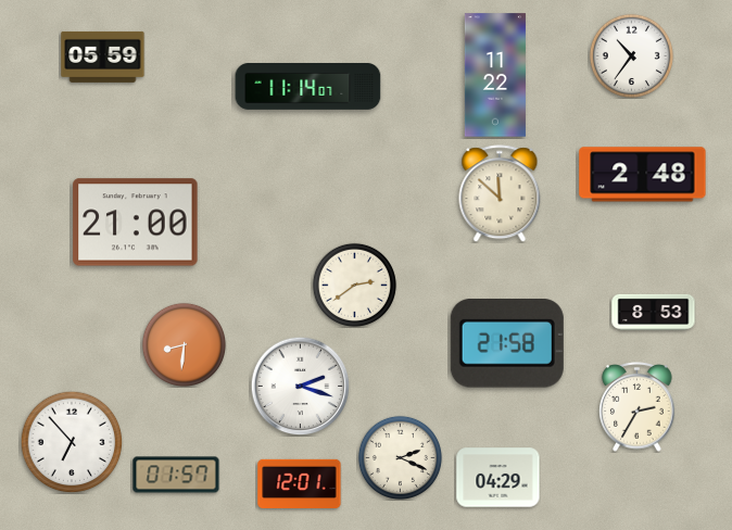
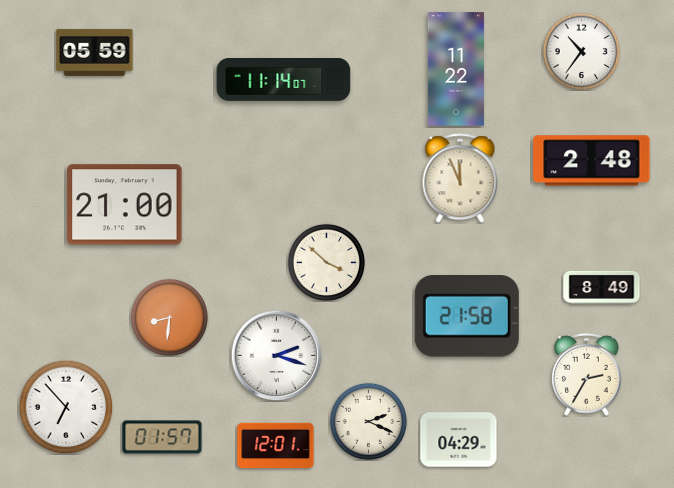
clock at (500, 193): 11:52 -> 11:56
clock at (354, 285): 2:39 -> 3:52
clock at (654, 312): 8:53 -> 8:49
